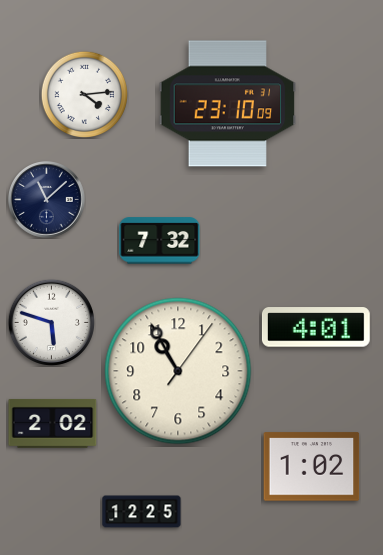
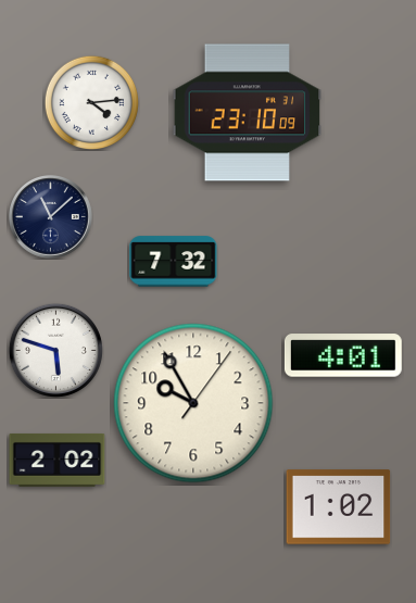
clock at (178, 371): 10:55 -> 9:55
clock at (142, 512): 12:25 -> none
